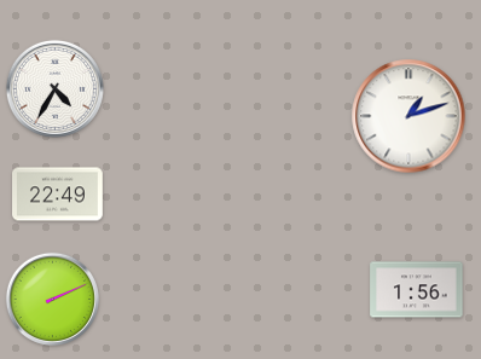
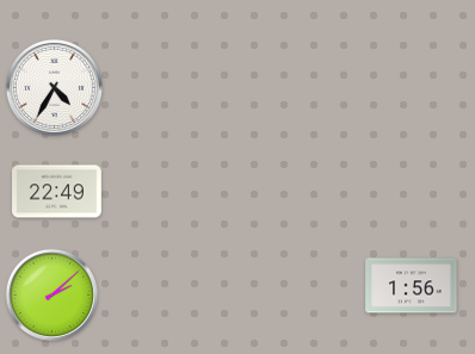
clock at (408, 116): 1:12 -> none
clock at (52, 299): 2:11 -> 2:08
